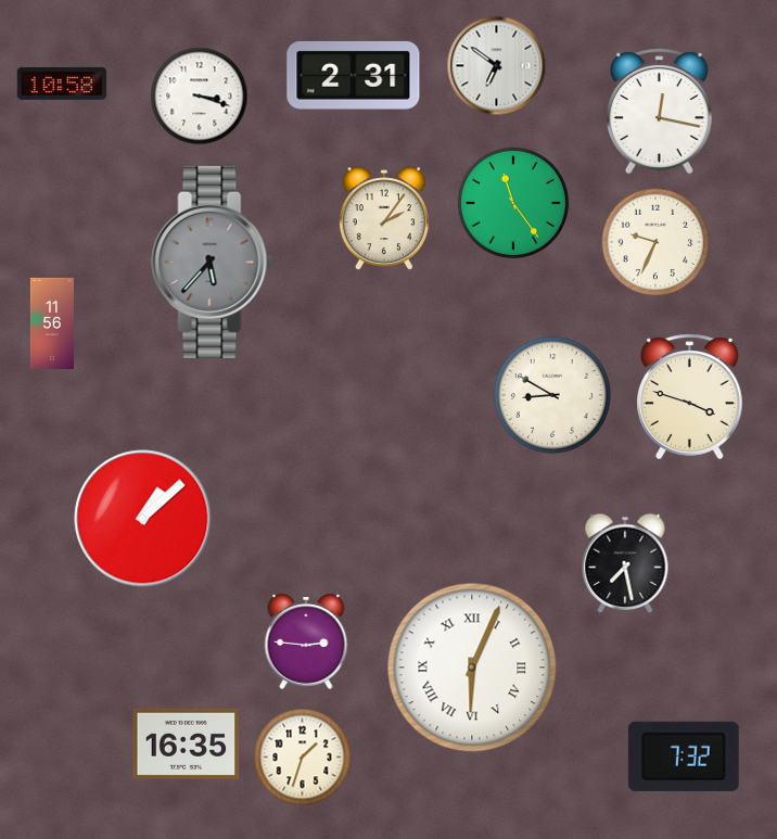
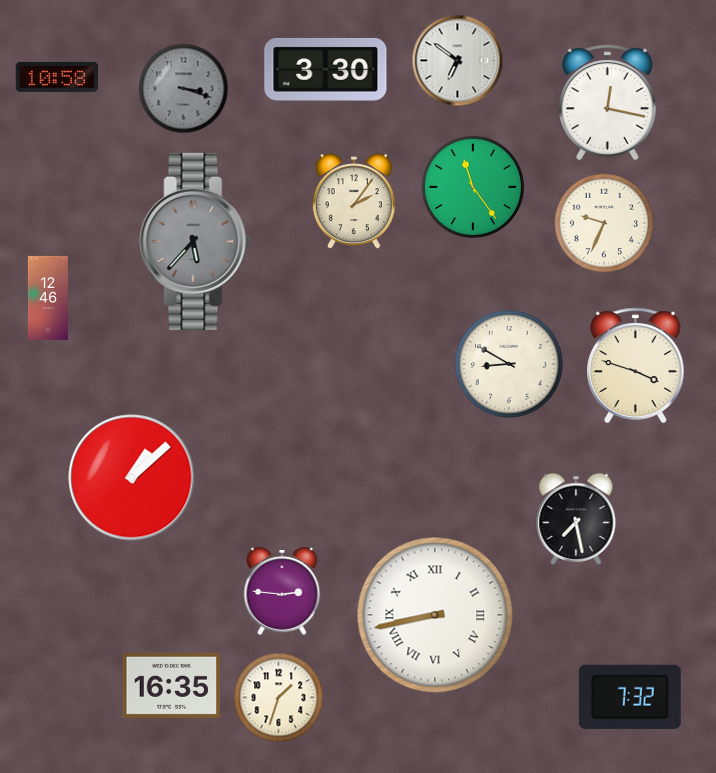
clock at (354, 75): 2:31 -> 3:30
clock at (200, 97) dial: white -> grey
clock at (52, 323): 11:56 -> 12:46
clock at (472, 668): 6:04 -> 8:43
